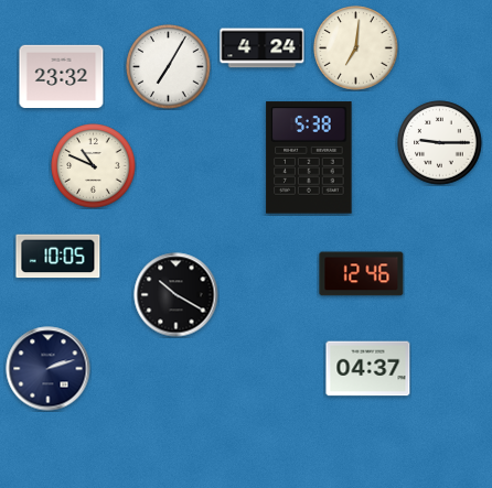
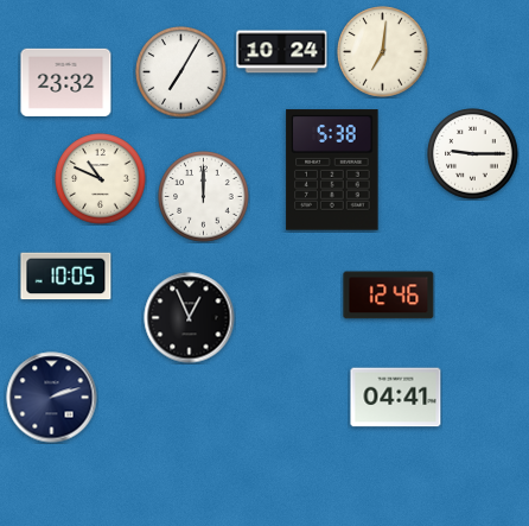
clock at (263, 48): 4:24 -> 10:24
clock at (204, 197): none -> 12:00
clock at (58, 257) position: (58, 257) -> (66, 277)
clock at (177, 295): 10:20 -> 12:56
clock at (368, 369): 04:37 -> 04:41
